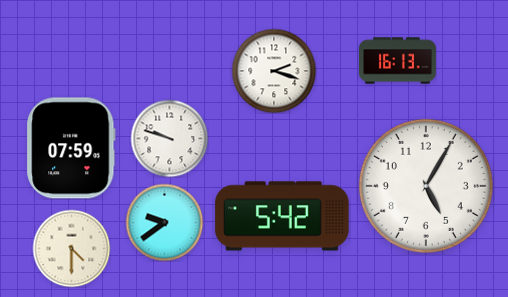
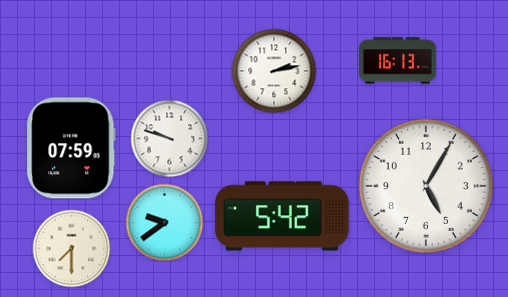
clock at (274, 71): 2:18 -> 2:13
clock at (71, 248): 4:30 -> 7:30
